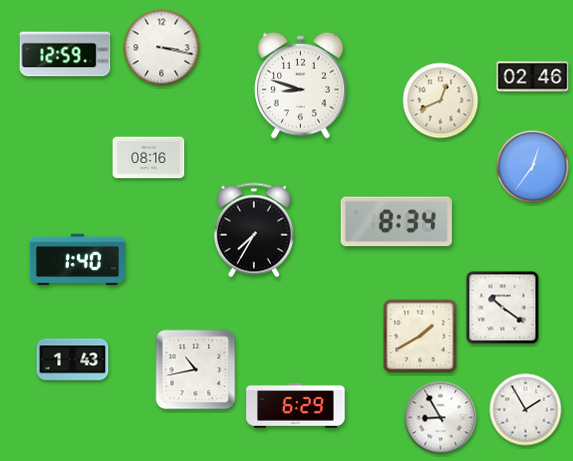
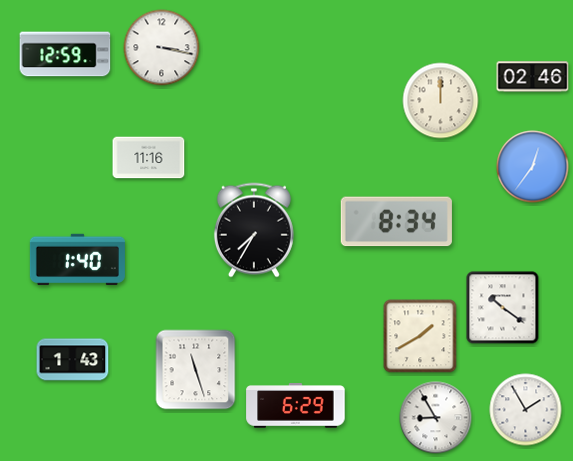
clock at (301, 85): 8:48 -> none
clock at (441, 101): 12:41 -> 12:00
clock at (149, 158): 08:16 -> 11:16
clock at (196, 370): 10:43 -> 11:27
clock at (441, 418) position: (441, 418) -> (436, 418)
